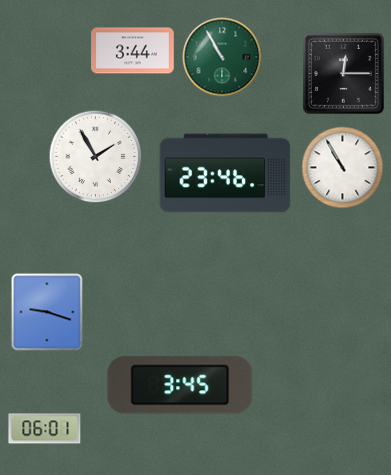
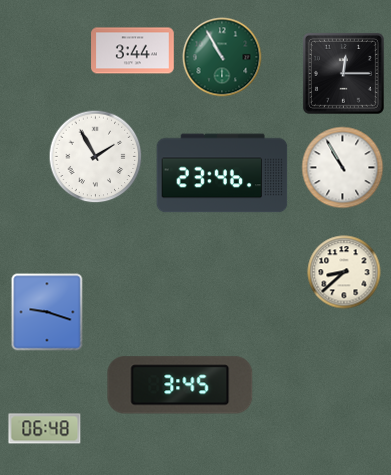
clock at (225, 173) position: (225, 173) -> (222, 173)
clock at (344, 272): none -> 8:38
clock at (45, 429): 06:01 -> 06:48
